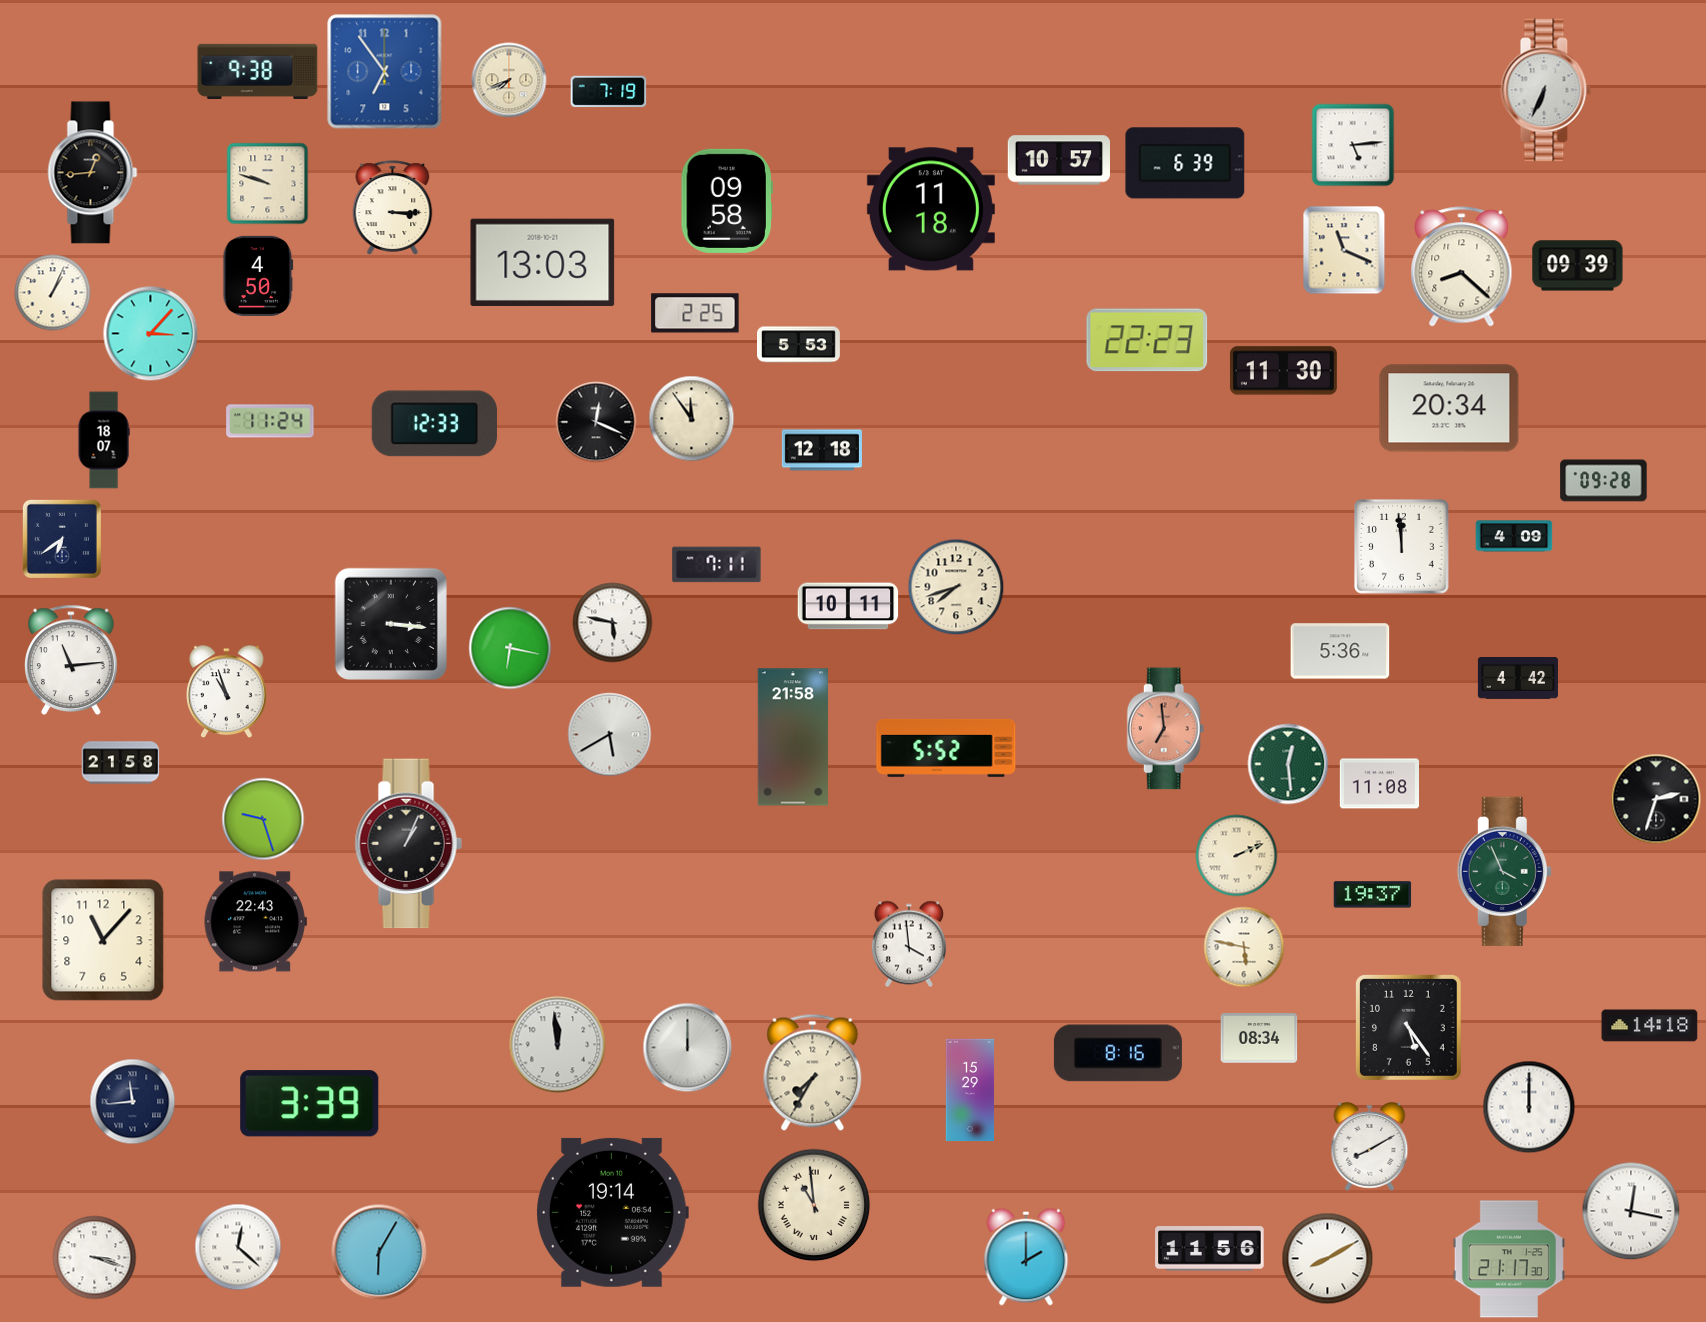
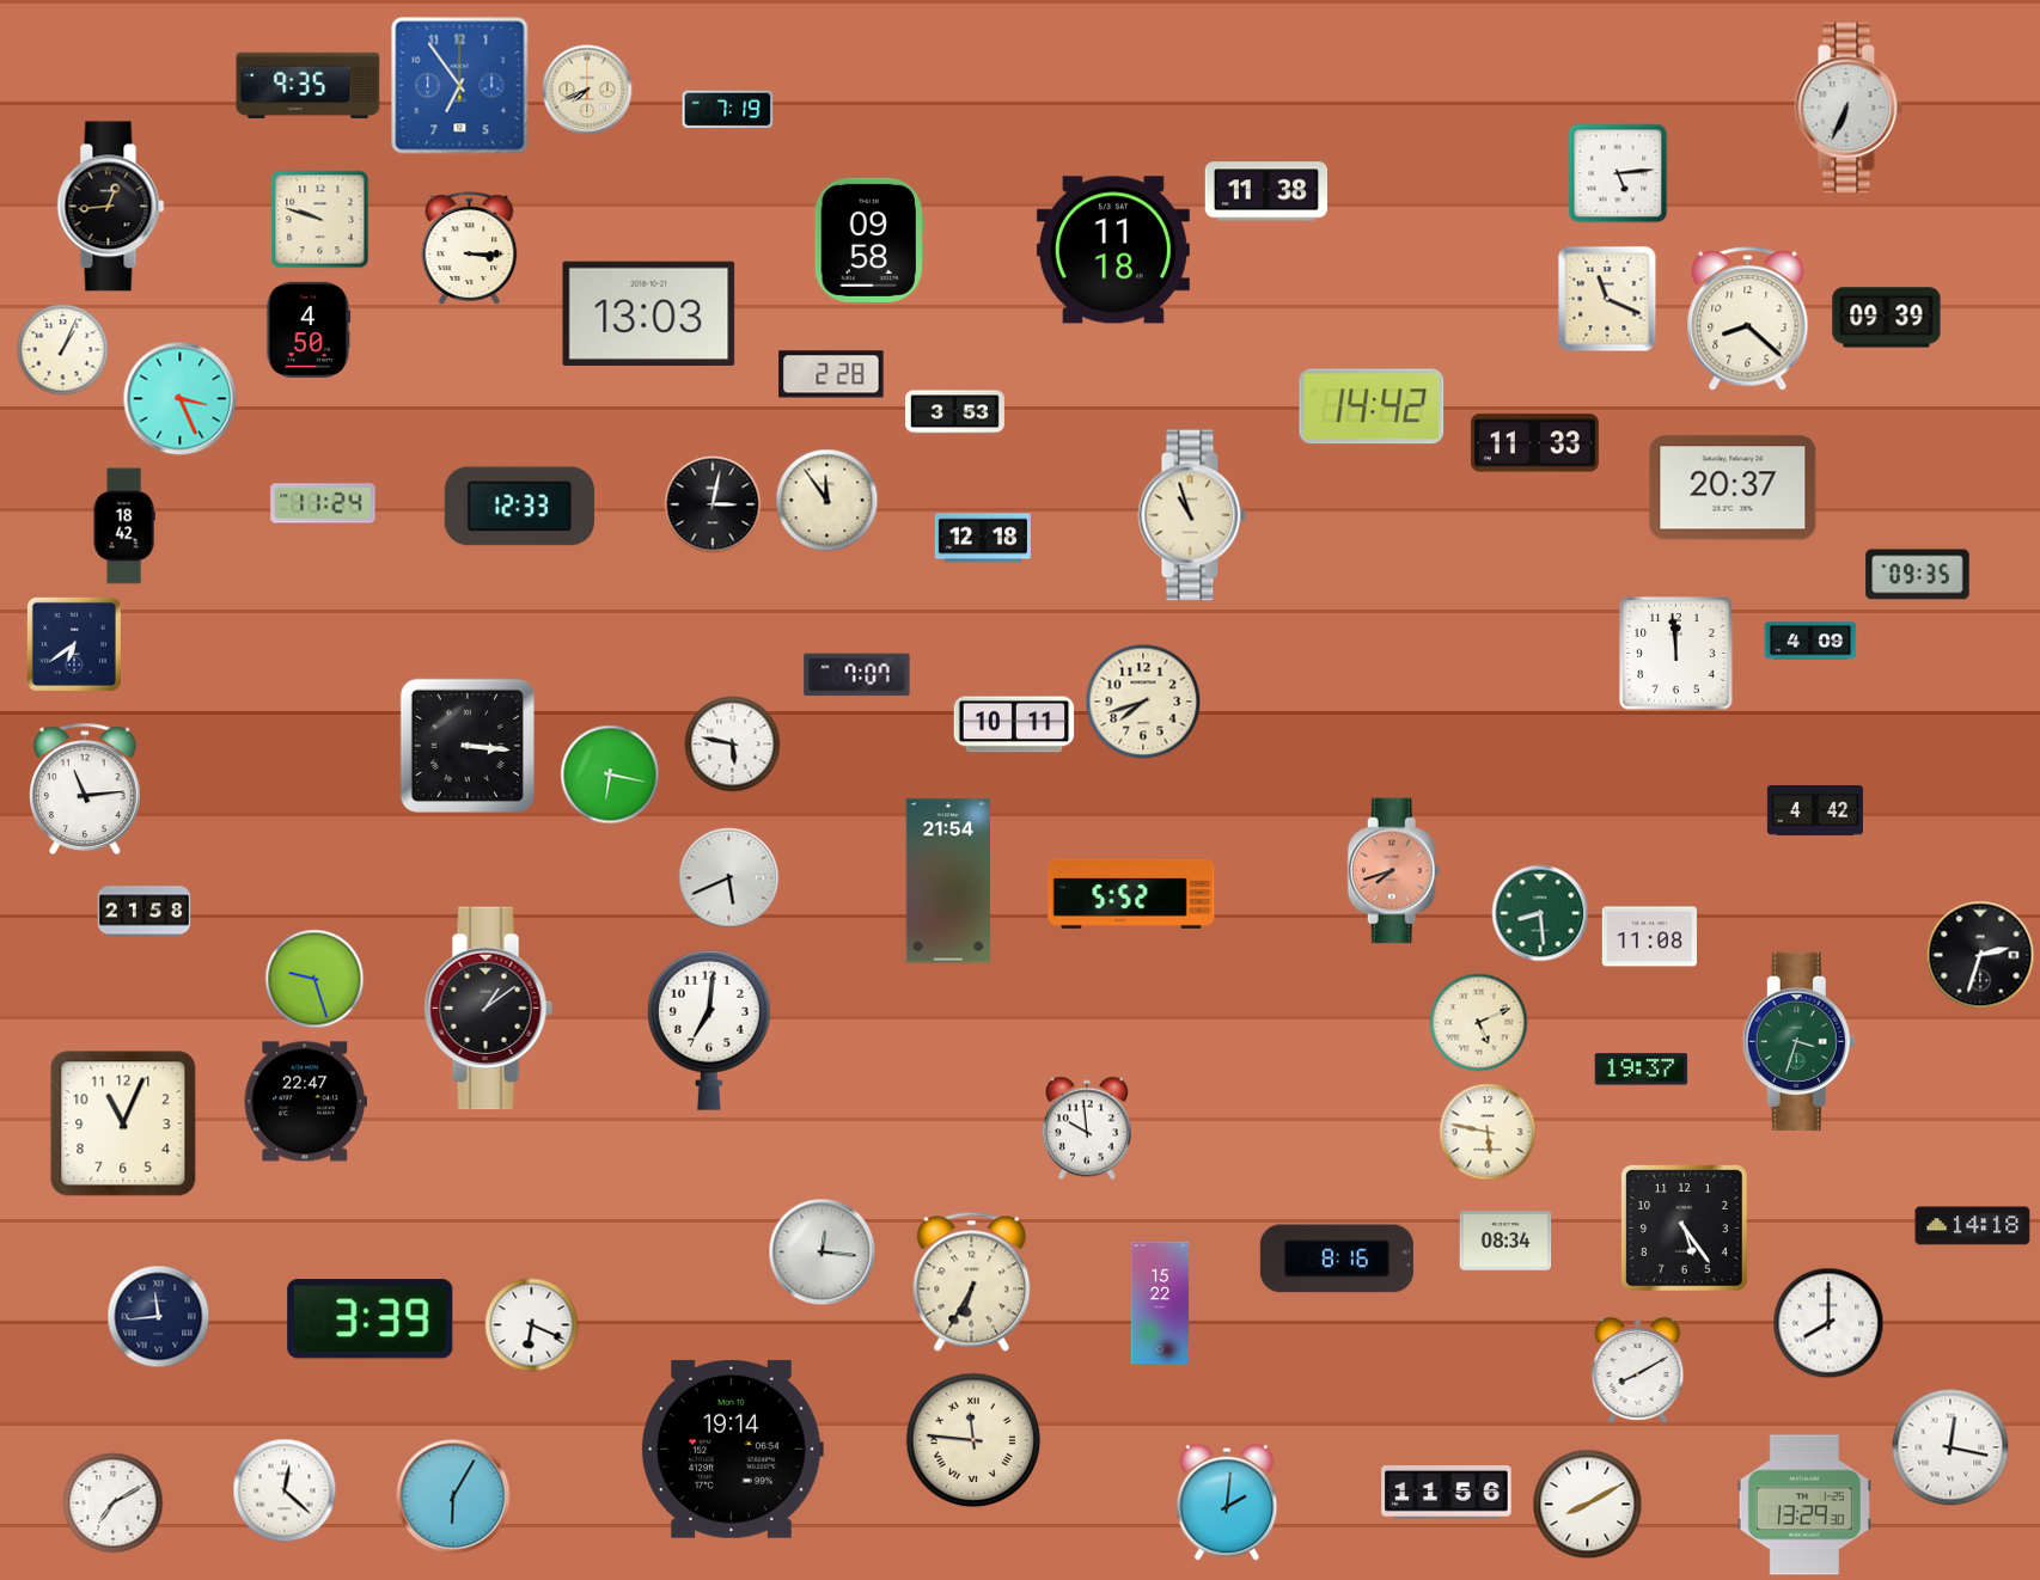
clock at (258, 71): 9:38 -> 9:35
clock at (509, 80) position: (509, 80) -> (587, 90)
clock at (1058, 160): 10:57 -> 11:38
clock at (1185, 163): 6:39 -> none
clock at (695, 313): 2:25 -> 2:28
clock at (151, 334): 3:07 -> 3:26
clock at (1147, 340): 22:23 -> 14:42
clock at (799, 345): 5:53 -> 3:53
clock at (1283, 371): 11:30 -> 11:33
clock at (1449, 408): 20:34 -> 20:37
clock at (596, 422): 12:19 -> 3:02
clock at (1192, 515): none -> 10:57
clock at (104, 440): 18:07 -> 18:42
clock at (1604, 481): 09:28 -> 09:35
clock at (717, 565): 7:11 -> 7:07
clock at (1340, 651): 5:36 -> none
clock at (227, 692): 10:57 -> none
clock at (1166, 729): 6:59 -> 7:42
clock at (610, 735): 5:40 -> 5:41
clock at (792, 737): 21:58 -> 21:54
clock at (1288, 764): 12:29 -> 8:29
clock at (408, 844): 1:04 -> 1:09
clock at (1237, 856): 2:11 -> 5:11
clock at (709, 1030): none -> 7:01
clock at (1504, 871): 3:56 -> 3:33
clock at (255, 922): 22:43 -> 22:47
clock at (103, 940): 11:07 -> 11:04
clock at (909, 944): 3:59 -> 9:59
clock at (558, 1045): 11:59 -> none
clock at (688, 1048): 12:00 -> 12:16
clock at (813, 1072): 7:35 -> 6:35
clock at (970, 1090): 15:29 -> 15:22
clock at (1529, 1107): 12:00 -> 8:00
clock at (532, 1325): none -> 6:19
clock at (814, 1205): 10:59 -> 11:46
clock at (1026, 1257): 2:00 -> 2:01
clock at (95, 1258): 3:18 -> 7:10
clock at (1509, 1259): 21:17 -> 13:29
